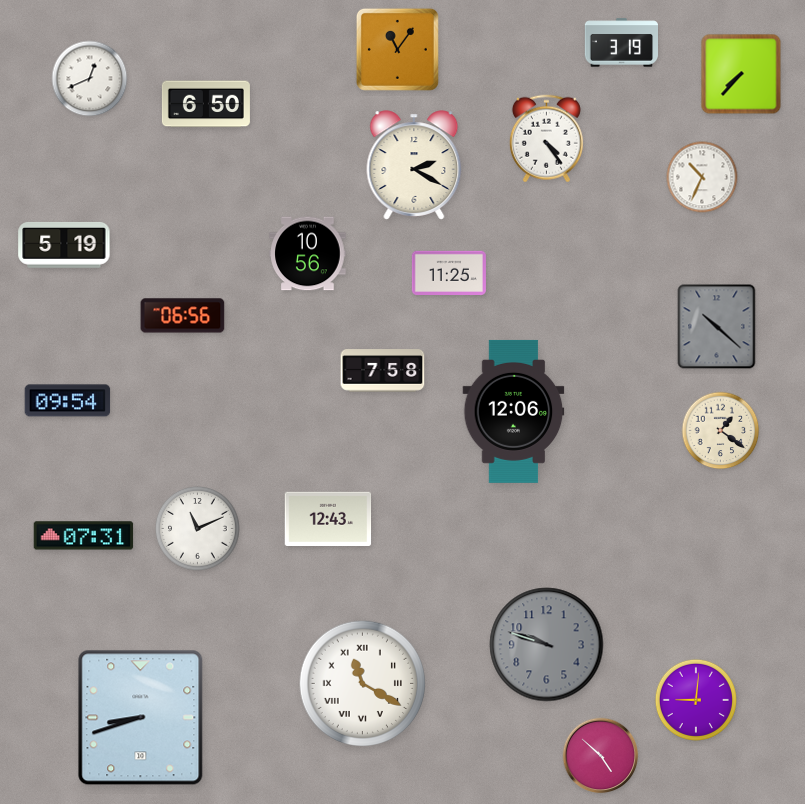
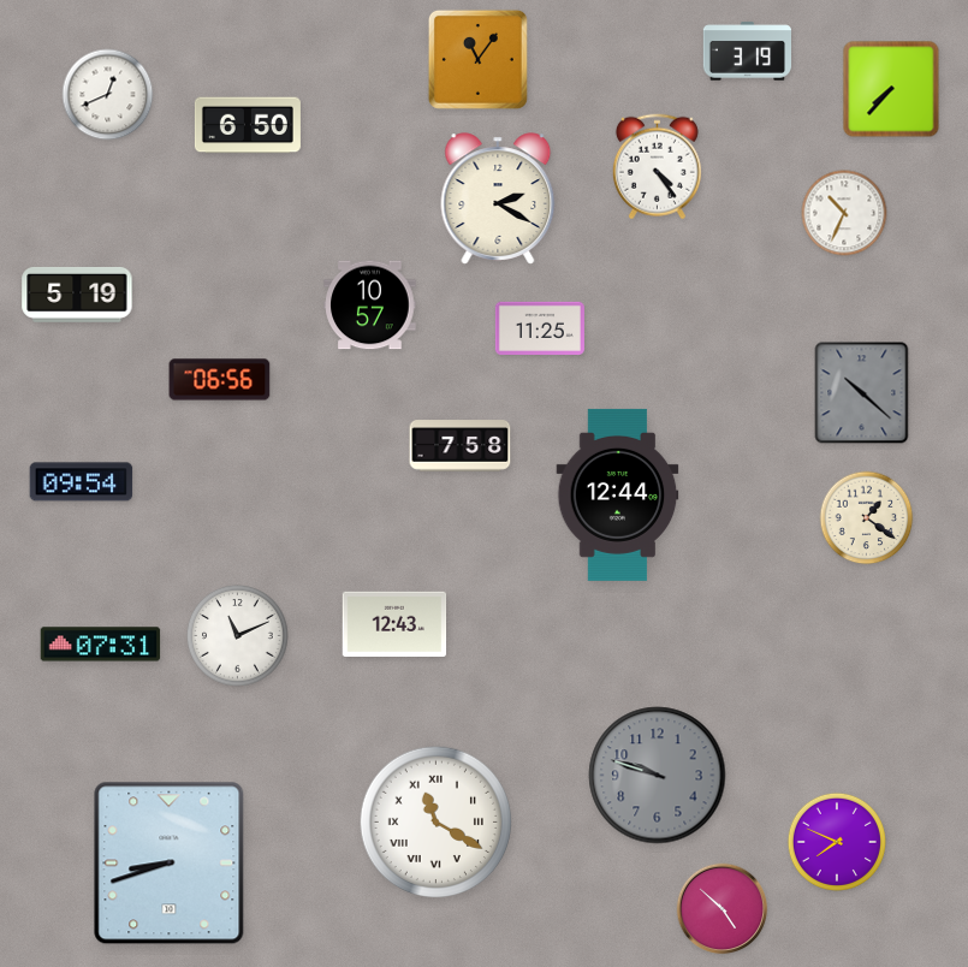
clock at (308, 254): 10:56 -> 10:57
clock at (514, 411): 12:06 -> 12:44
clock at (696, 700): 9:01 -> 7:49
